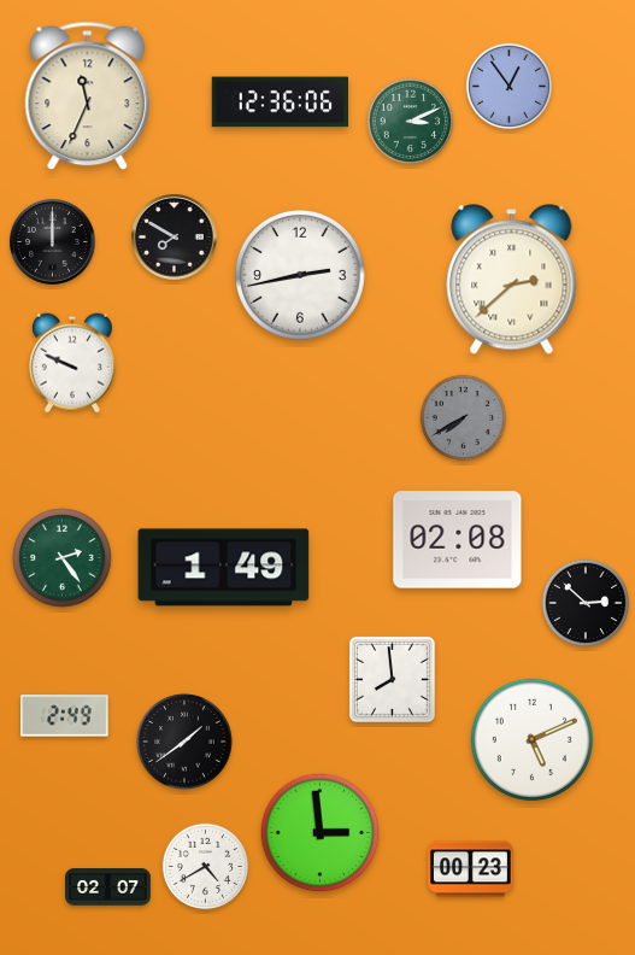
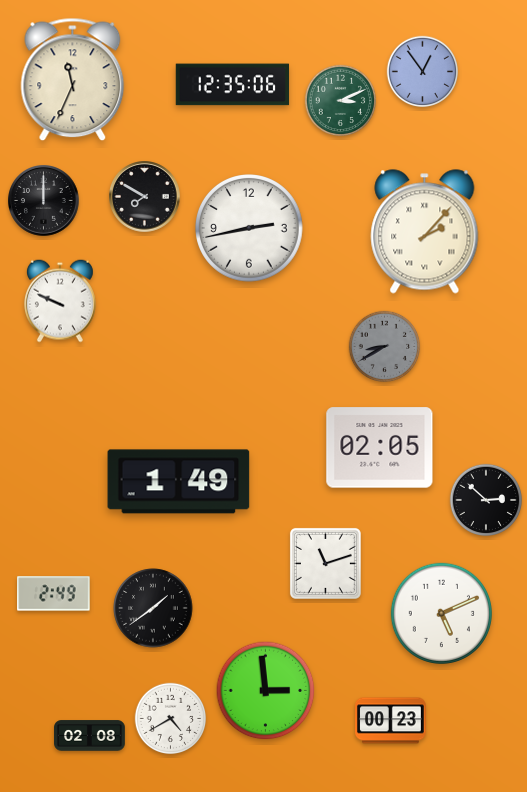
clock at (281, 102): 12:36 -> 12:35
clock at (512, 280): 2:38 -> 2:07
clock at (464, 418): 7:40 -> 8:40
clock at (458, 540): 02:08 -> 02:05
clock at (63, 558): 2:24 -> none
clock at (224, 568) position: (224, 568) -> (179, 482)
clock at (392, 679): 7:59 -> 11:12
clock at (184, 742) position: (184, 742) -> (153, 608)
clock at (108, 887): 02:07 -> 02:08
